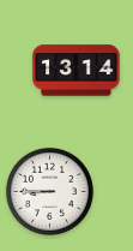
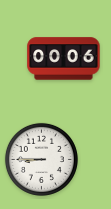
clock at (77, 71): 13:14 -> 00:06
